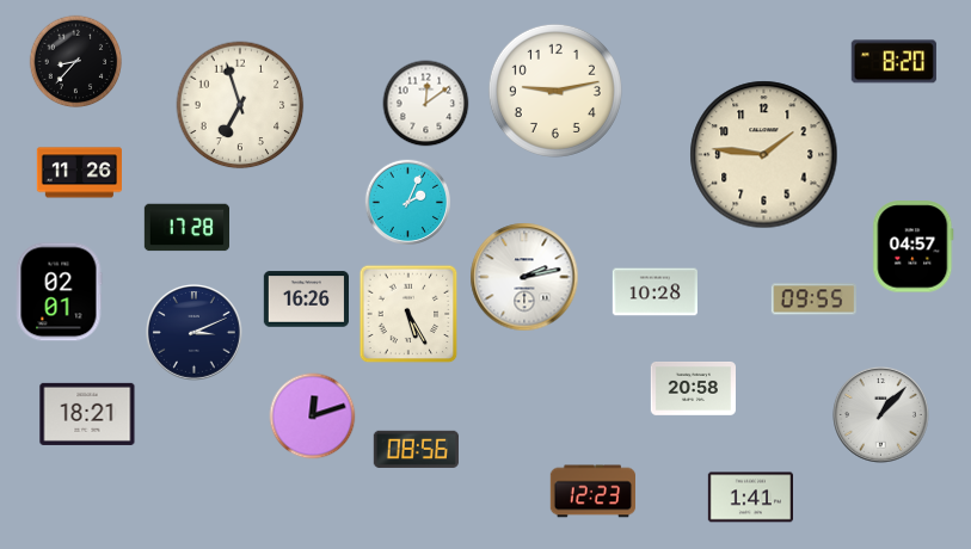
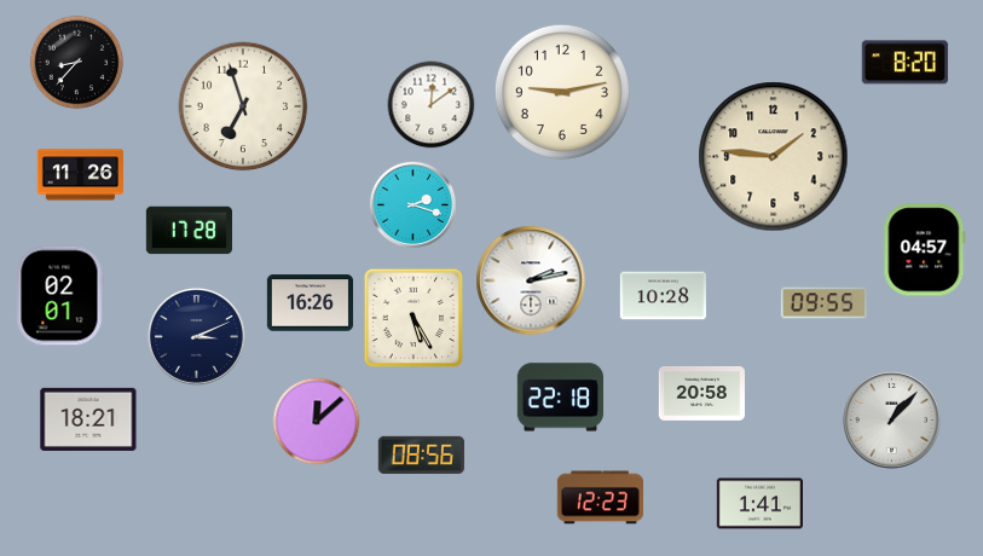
clock at (408, 203): 2:04 -> 2:18
clock at (560, 398): none -> 22:18
clock at (313, 417): 12:12 -> 12:08
